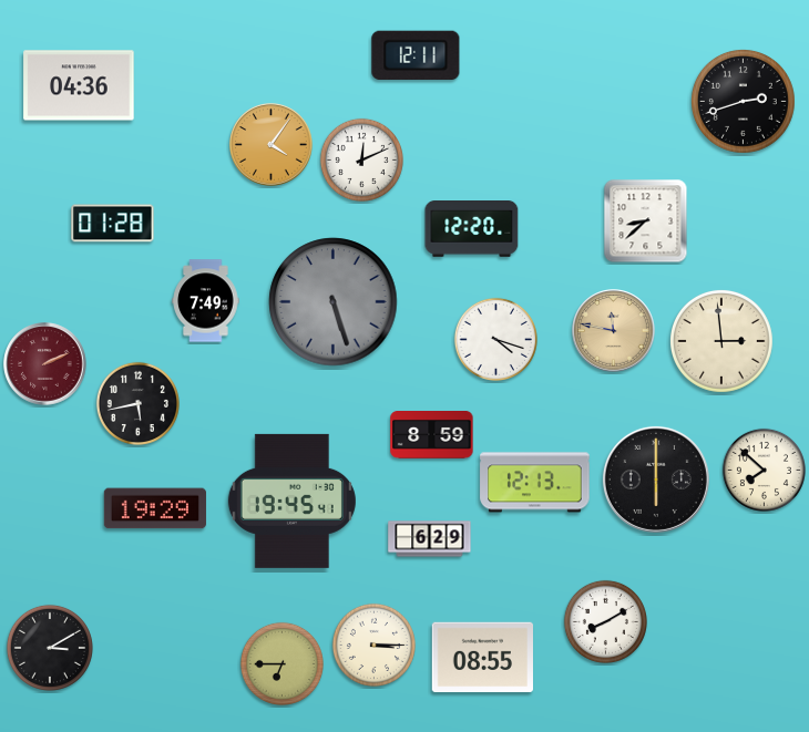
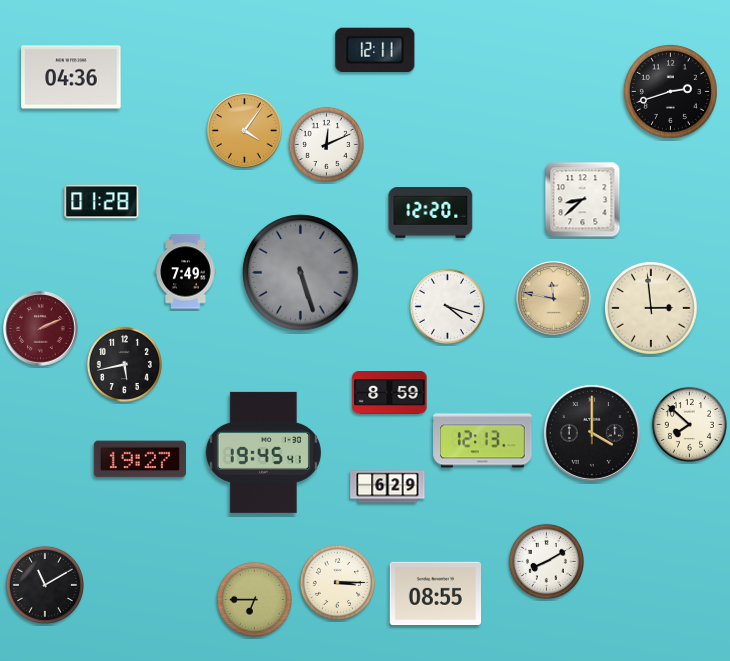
clock at (472, 229) position: (472, 229) -> (431, 213)
clock at (656, 480): 6:00 -> 4:00
clock at (535, 483) position: (535, 483) -> (483, 441)
clock at (155, 508): 19:29 -> 19:27
clock at (50, 648): 3:10 -> 11:10
